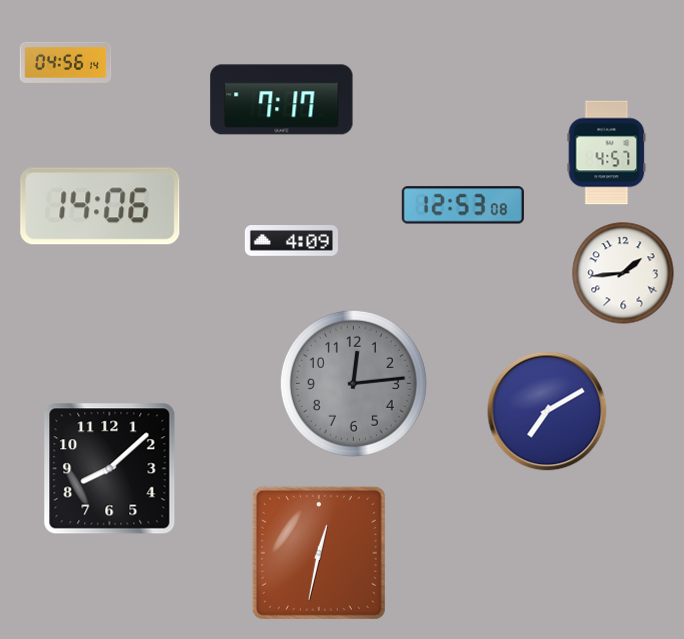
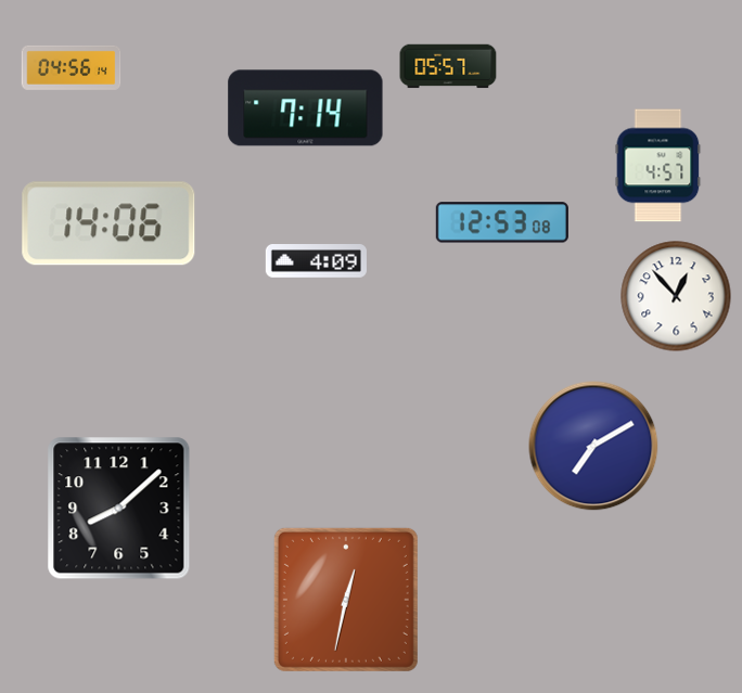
clock at (448, 66): none -> 05:57
clock at (282, 100): 7:17 -> 7:14
clock at (623, 273): 1:44 -> 12:53
clock at (353, 383): 12:14 -> none
